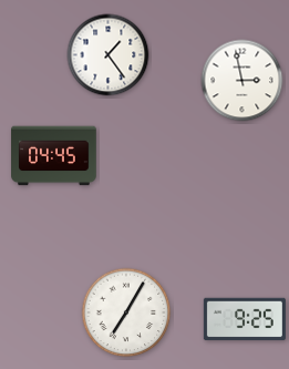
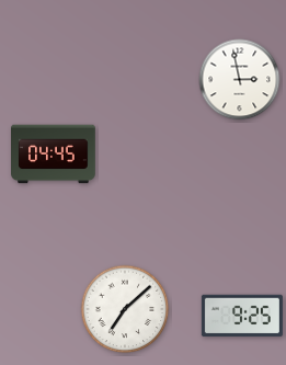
clock at (109, 55): 1:24 -> none
clock at (126, 312): 7:05 -> 7:08
